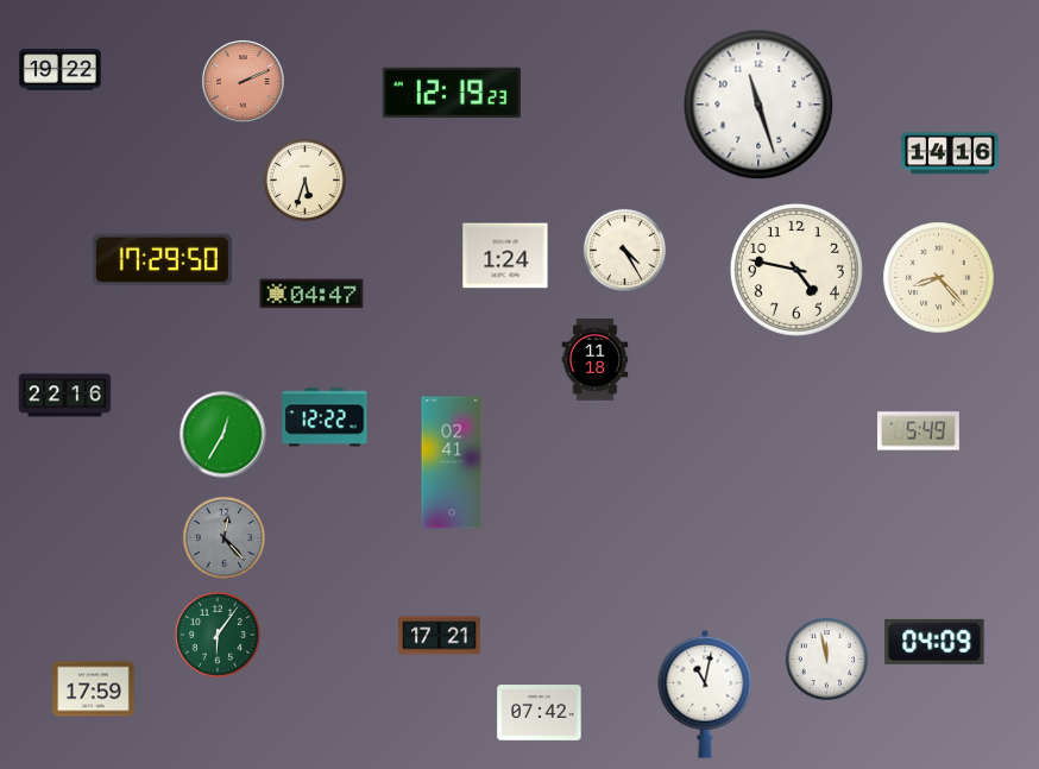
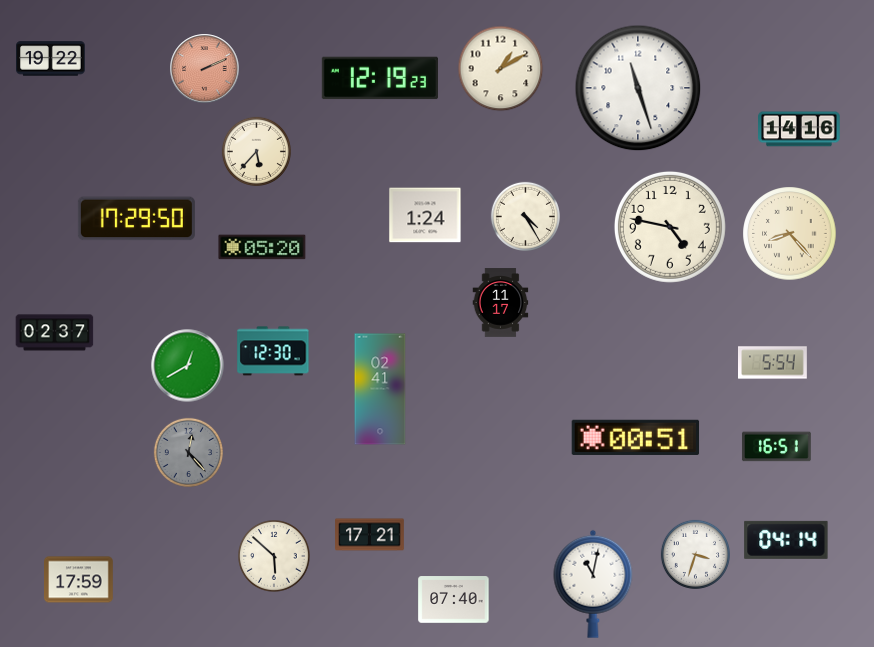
clock at (501, 69): none -> 1:10
clock at (304, 179): 5:33 -> 5:37
clock at (624, 250) position: (624, 250) -> (525, 216)
clock at (311, 294): 04:47 -> 05:20
clock at (596, 360): 11:18 -> 11:17
clock at (65, 396): 22:16 -> 02:37
clock at (325, 417): 12:22 -> 12:30
clock at (919, 431): 5:49 -> 5:54
clock at (223, 435): 12:35 -> 12:40
clock at (636, 437): none -> 00:51
clock at (777, 447): none -> 16:51
clock at (219, 636): 6:06 -> none
clock at (934, 642): 04:09 -> 04:14
clock at (826, 658): 11:58 -> 3:33
clock at (275, 557): none -> 5:52
clock at (540, 713): 07:42 -> 07:40
